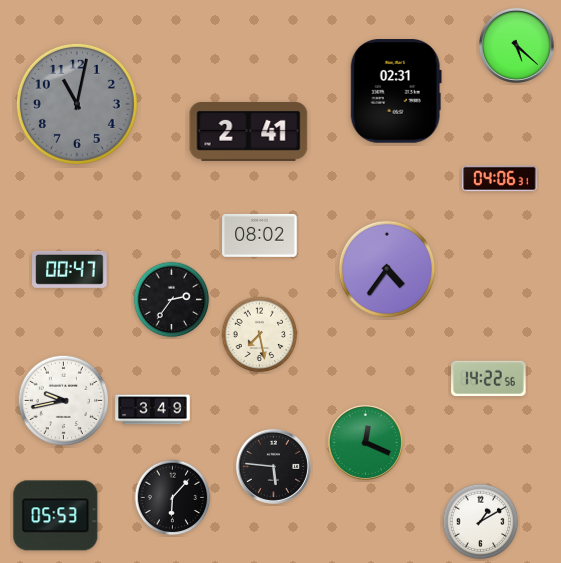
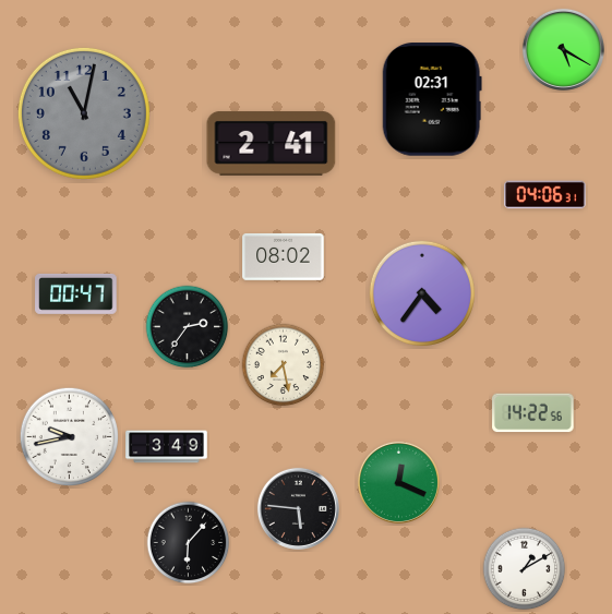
clock at (516, 45): 5:22 -> 5:20
clock at (56, 516): 05:53 -> none
